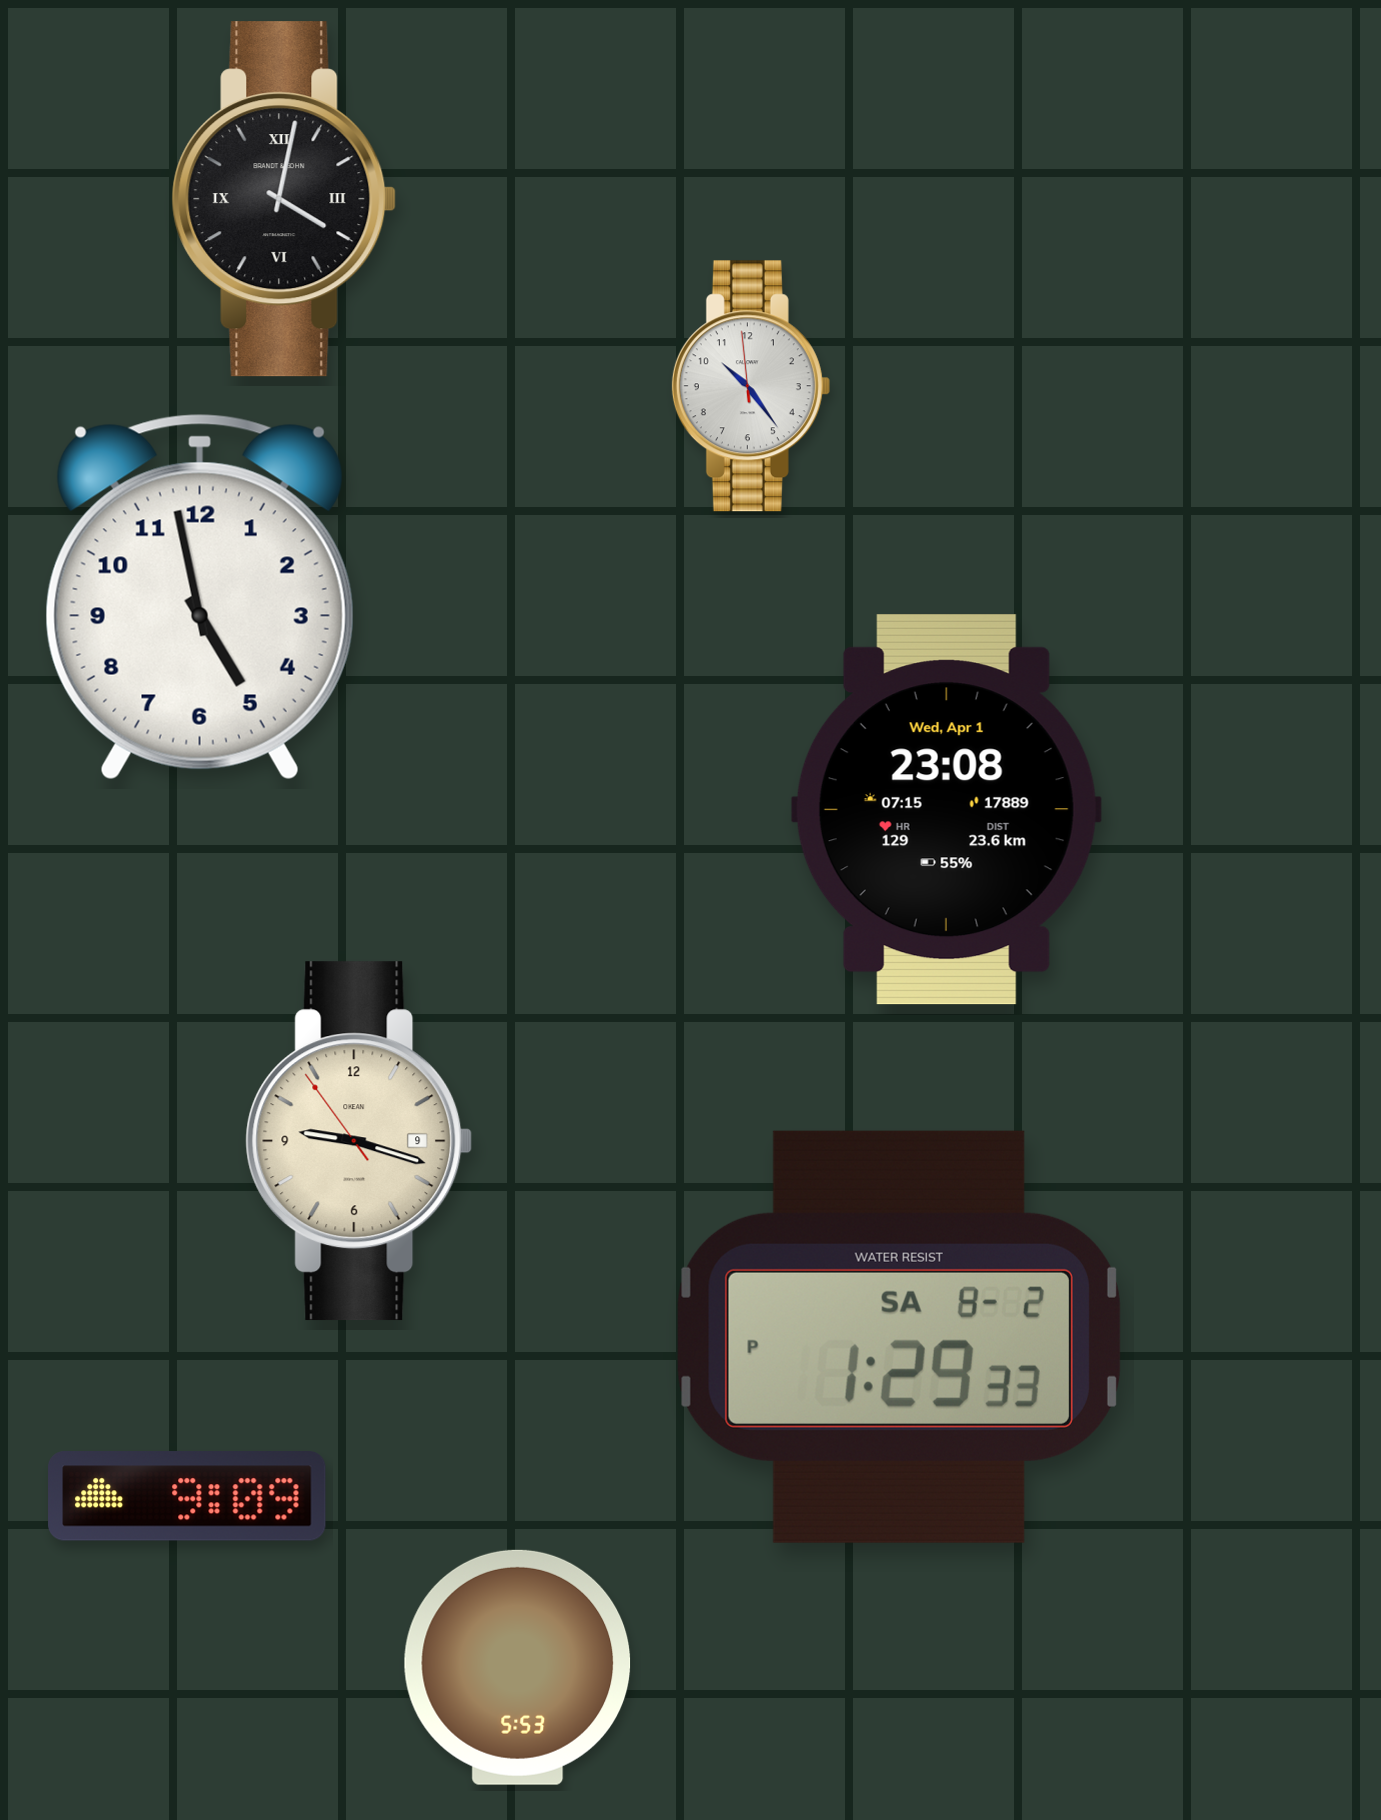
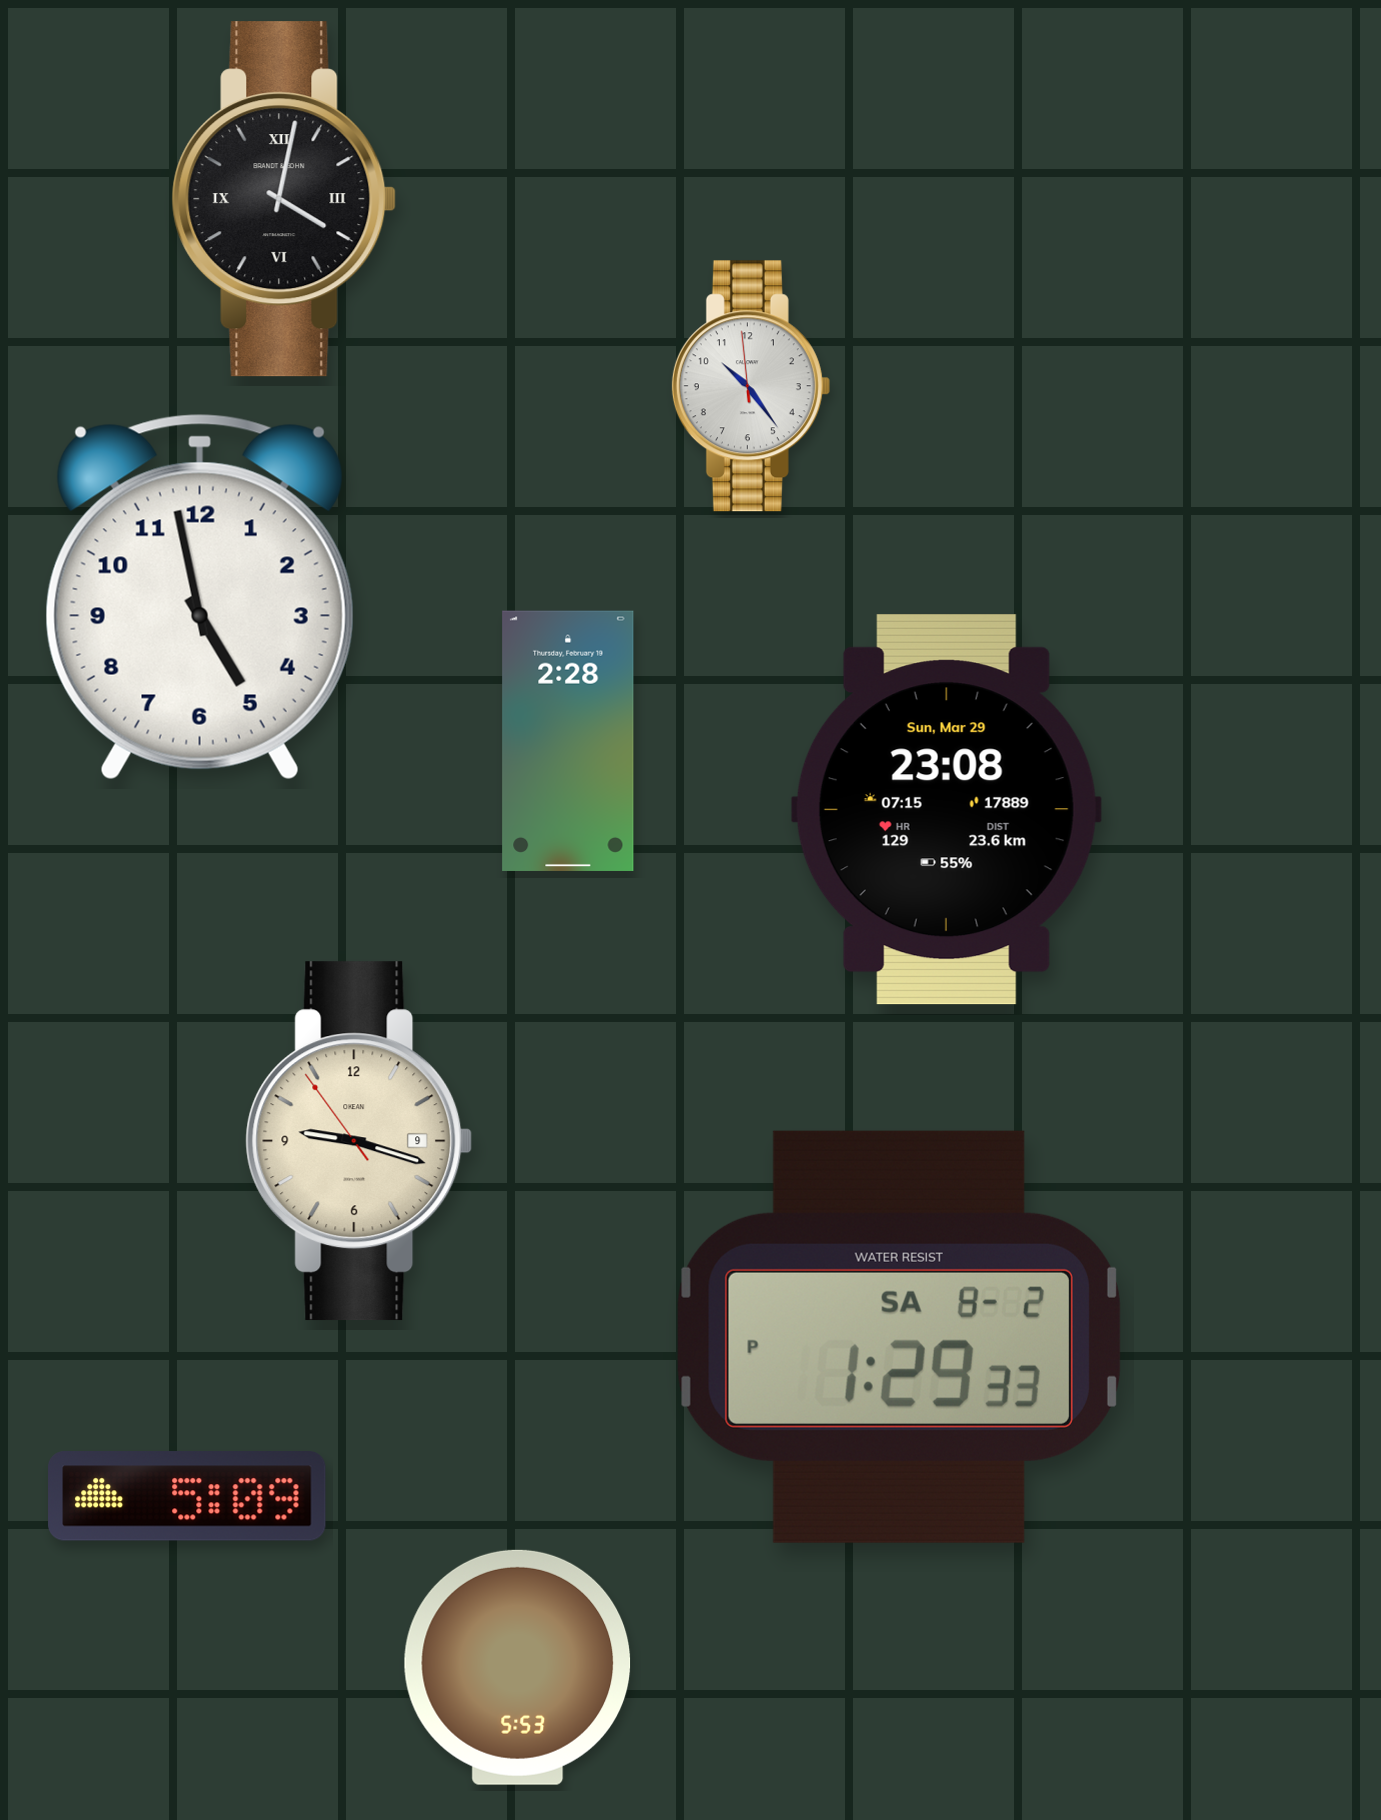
clock at (568, 741): none -> 2:28
clock at (946, 810) date: Wed, Apr 1 -> Sun, Mar 29
clock at (187, 1496): 9:09 -> 5:09
